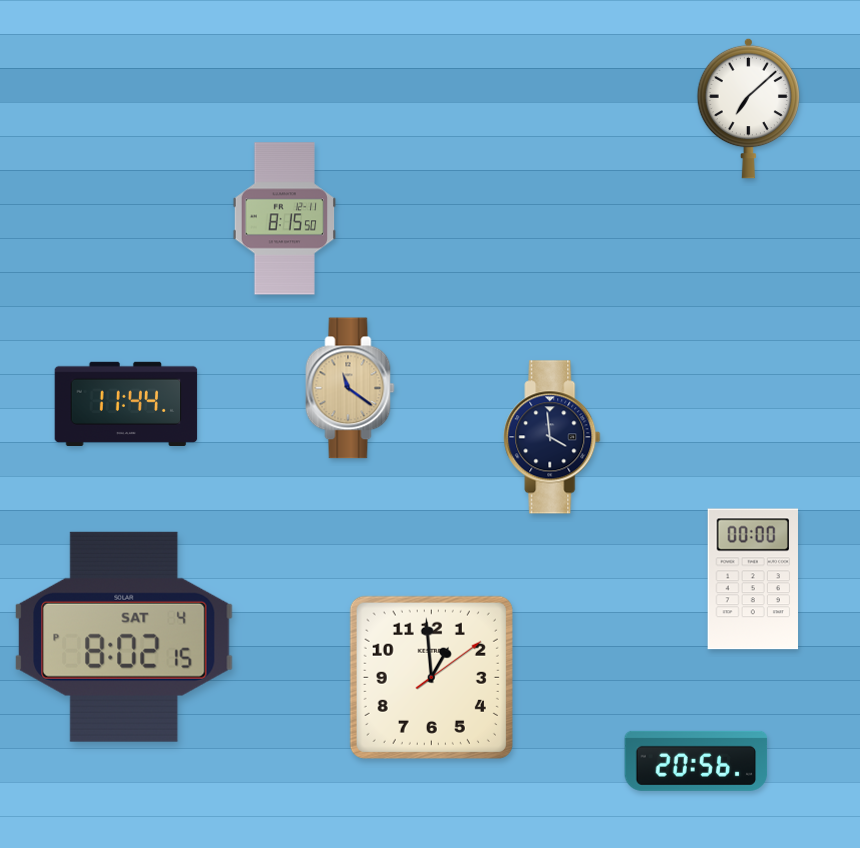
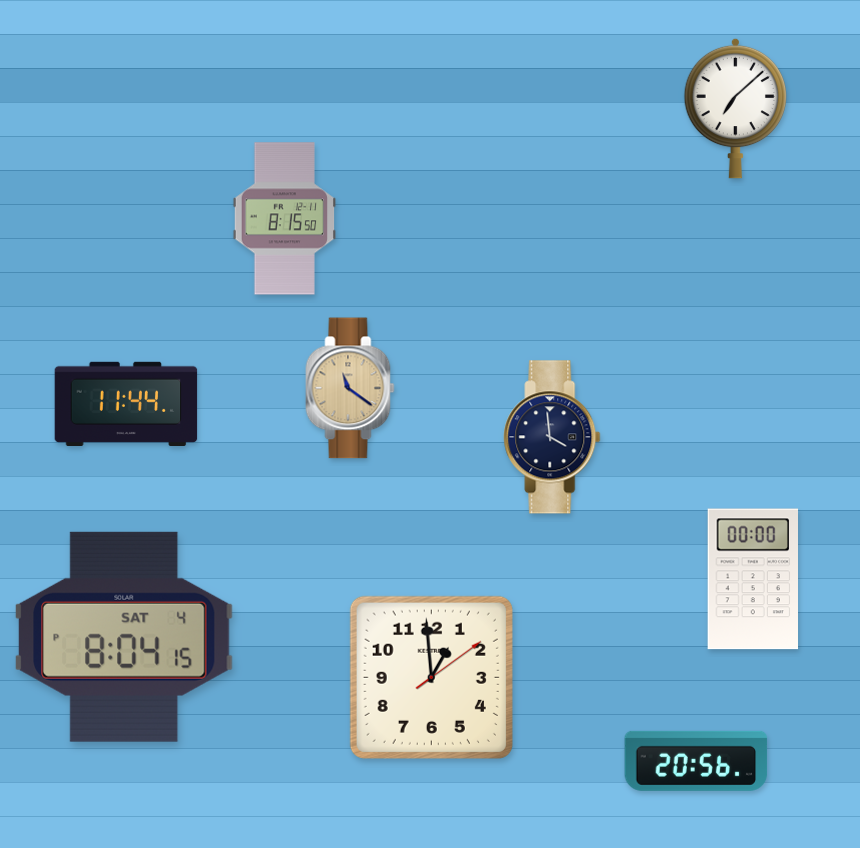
clock at (748, 108) position: (748, 108) -> (735, 108)
clock at (124, 637): 8:02 -> 8:04
